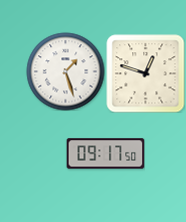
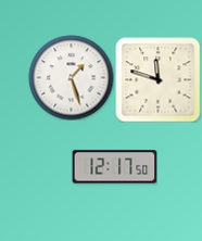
clock at (145, 73): 12:48 -> 11:48
clock at (105, 154): 09:17 -> 12:17
